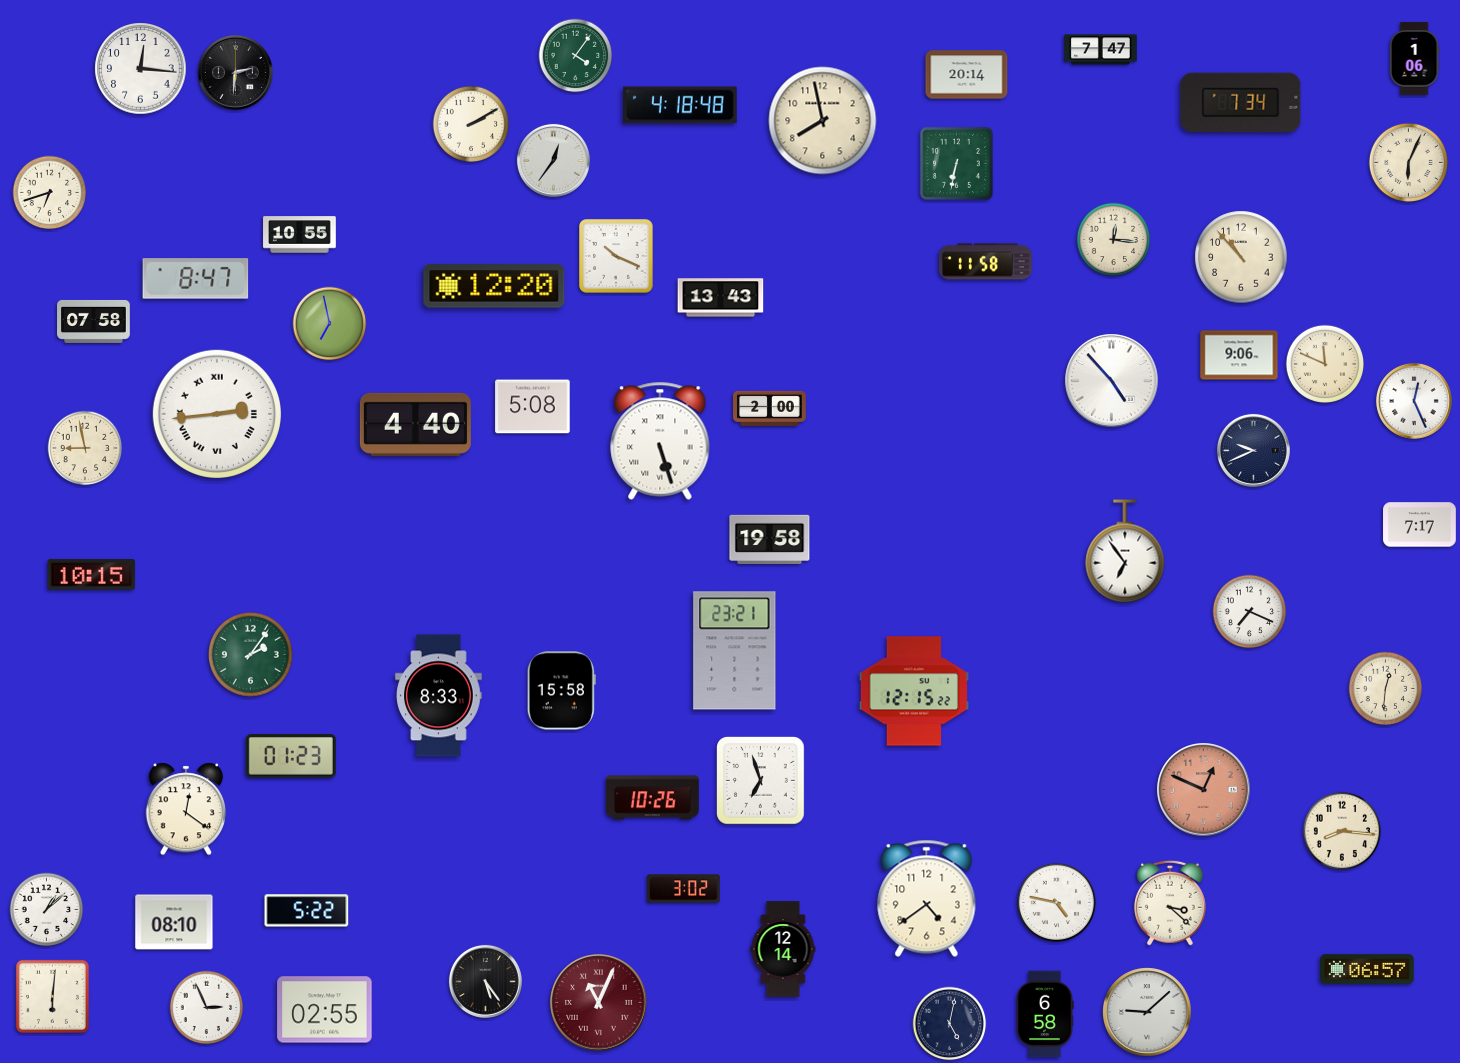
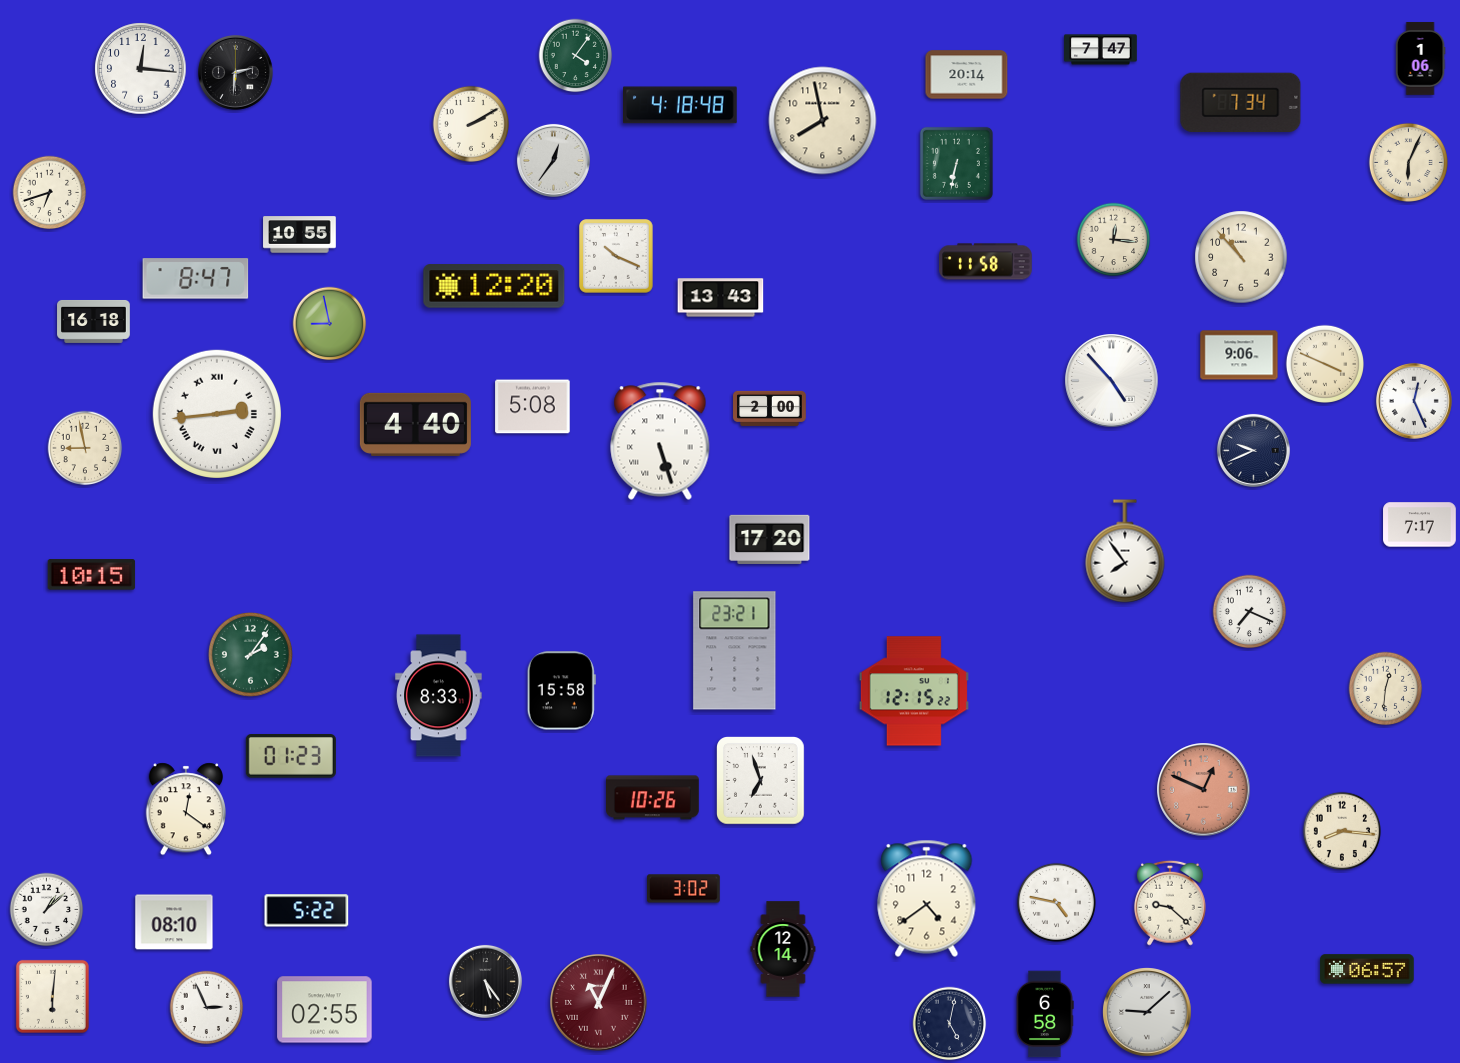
clock at (1414, 59) position: (1414, 59) -> (1420, 59)
clock at (94, 321): 07:58 -> 16:18
clock at (330, 324): 6:58 -> 8:58
clock at (1324, 363): 11:49 -> 3:49
clock at (770, 539): 19:58 -> 17:20
clock at (1125, 551): 6:54 -> 7:54
clock at (1170, 903): 3:22 -> 9:22
